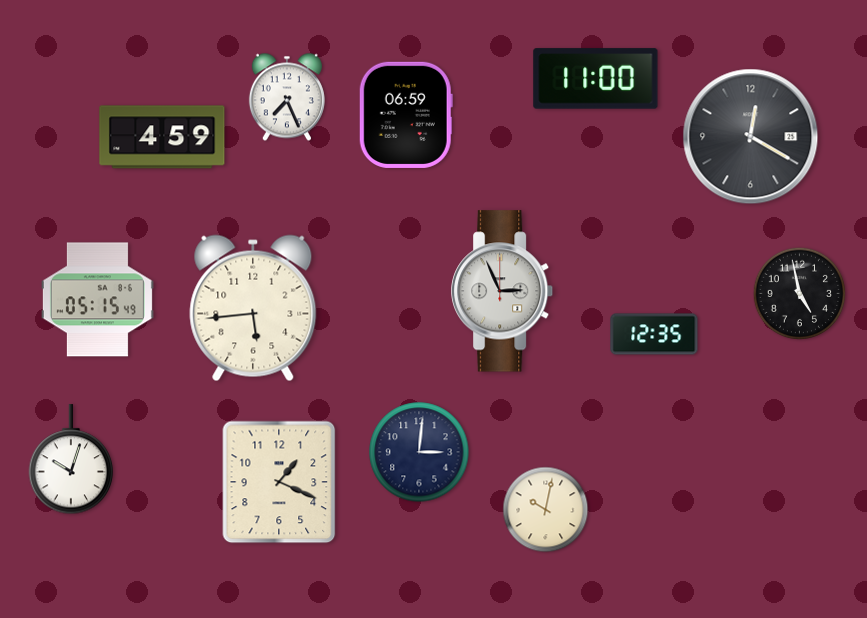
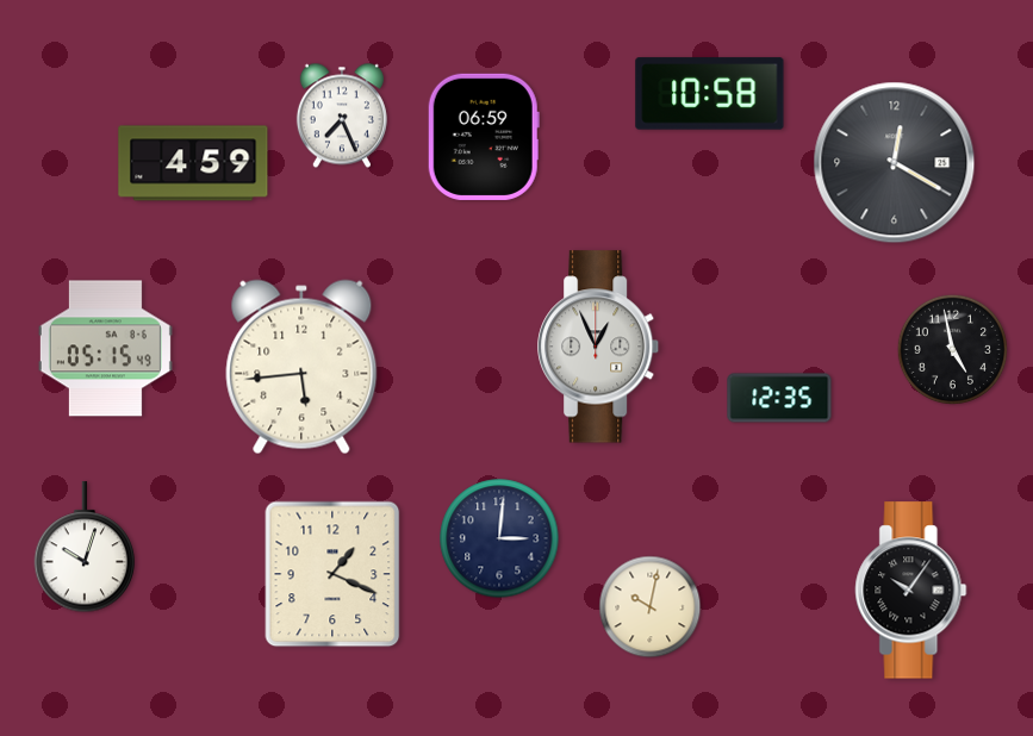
clock at (596, 79): 11:00 -> 10:58
clock at (503, 291): 2:56 -> 12:56
clock at (97, 300) position: (97, 300) -> (105, 349)
clock at (911, 591): none -> 10:06
